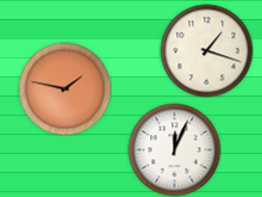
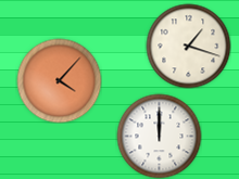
clock at (64, 88): 1:47 -> 4:07
clock at (174, 149): 12:04 -> 12:00
